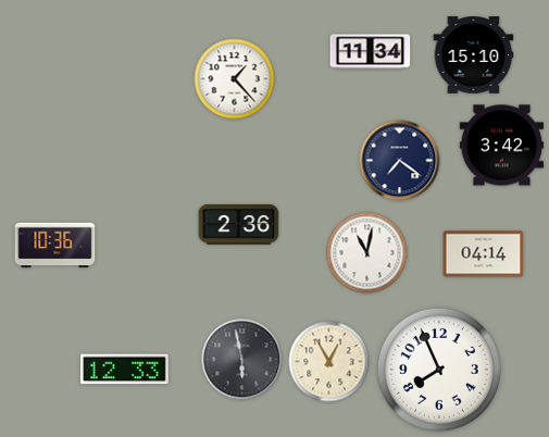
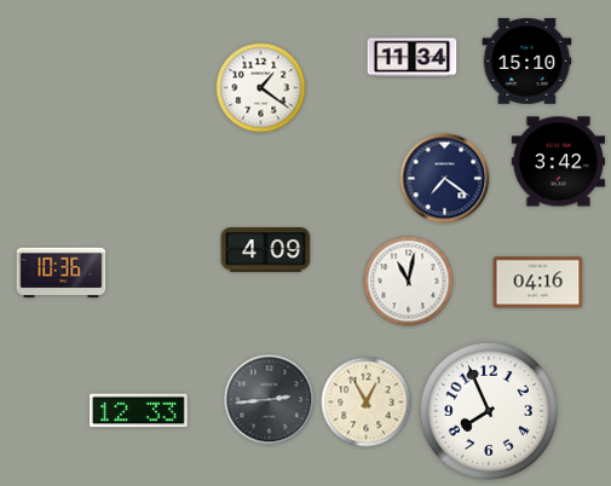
clock at (235, 79): 1:23 -> 1:21
clock at (239, 225): 2:36 -> 4:09
clock at (484, 254): 04:14 -> 04:16
clock at (242, 360): 5:58 -> 2:44
